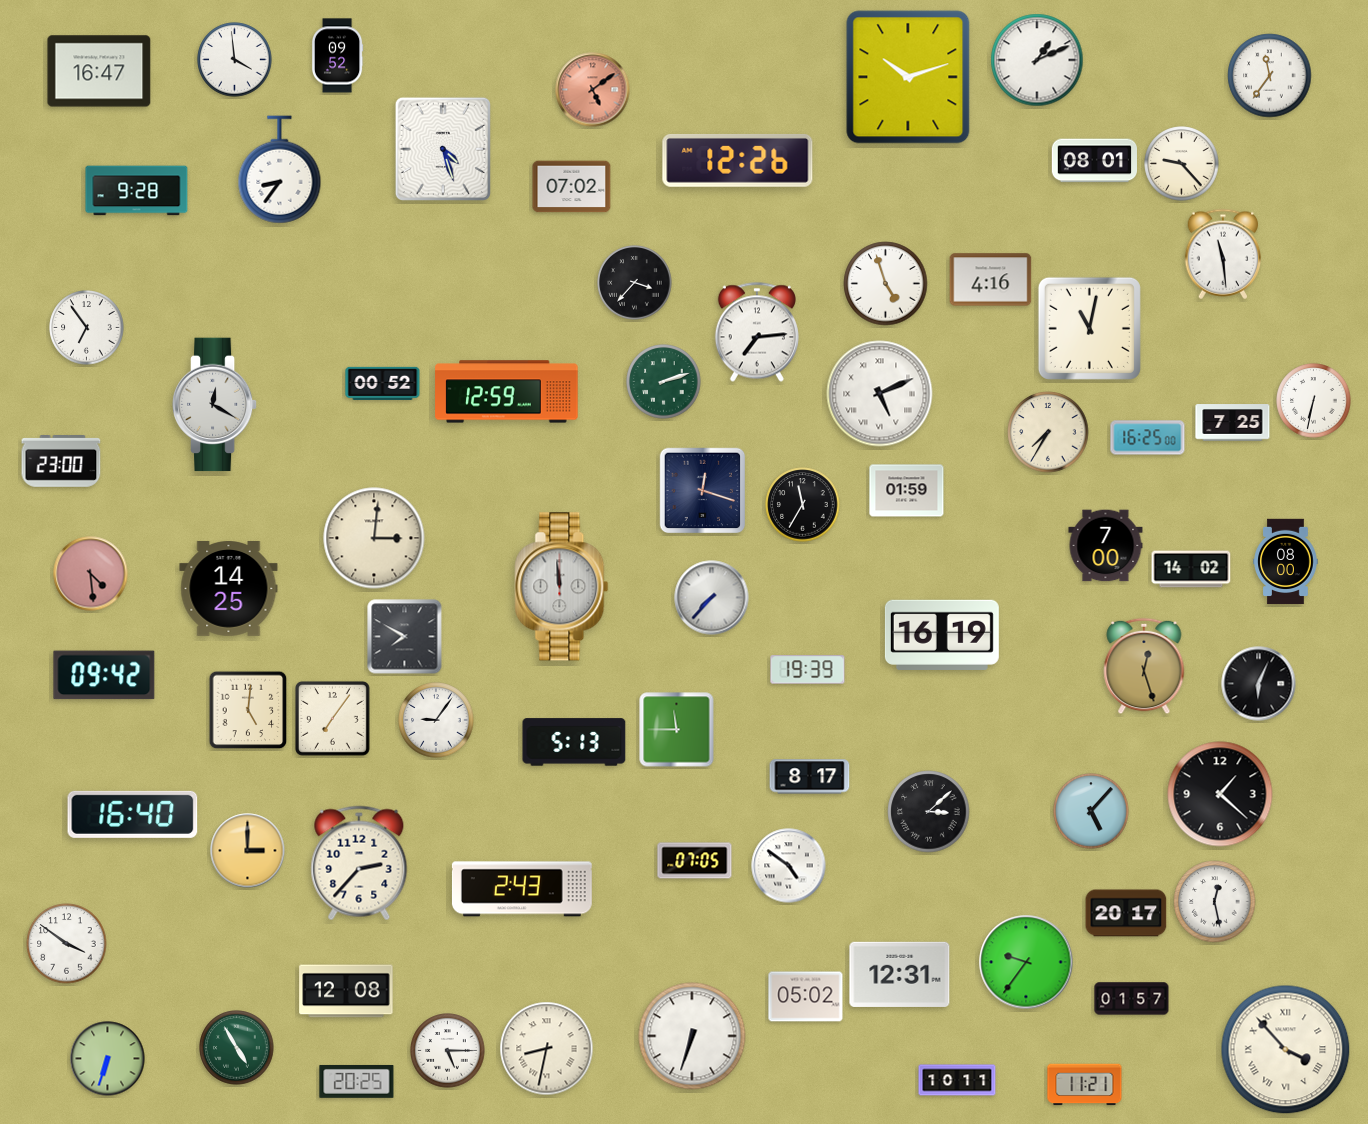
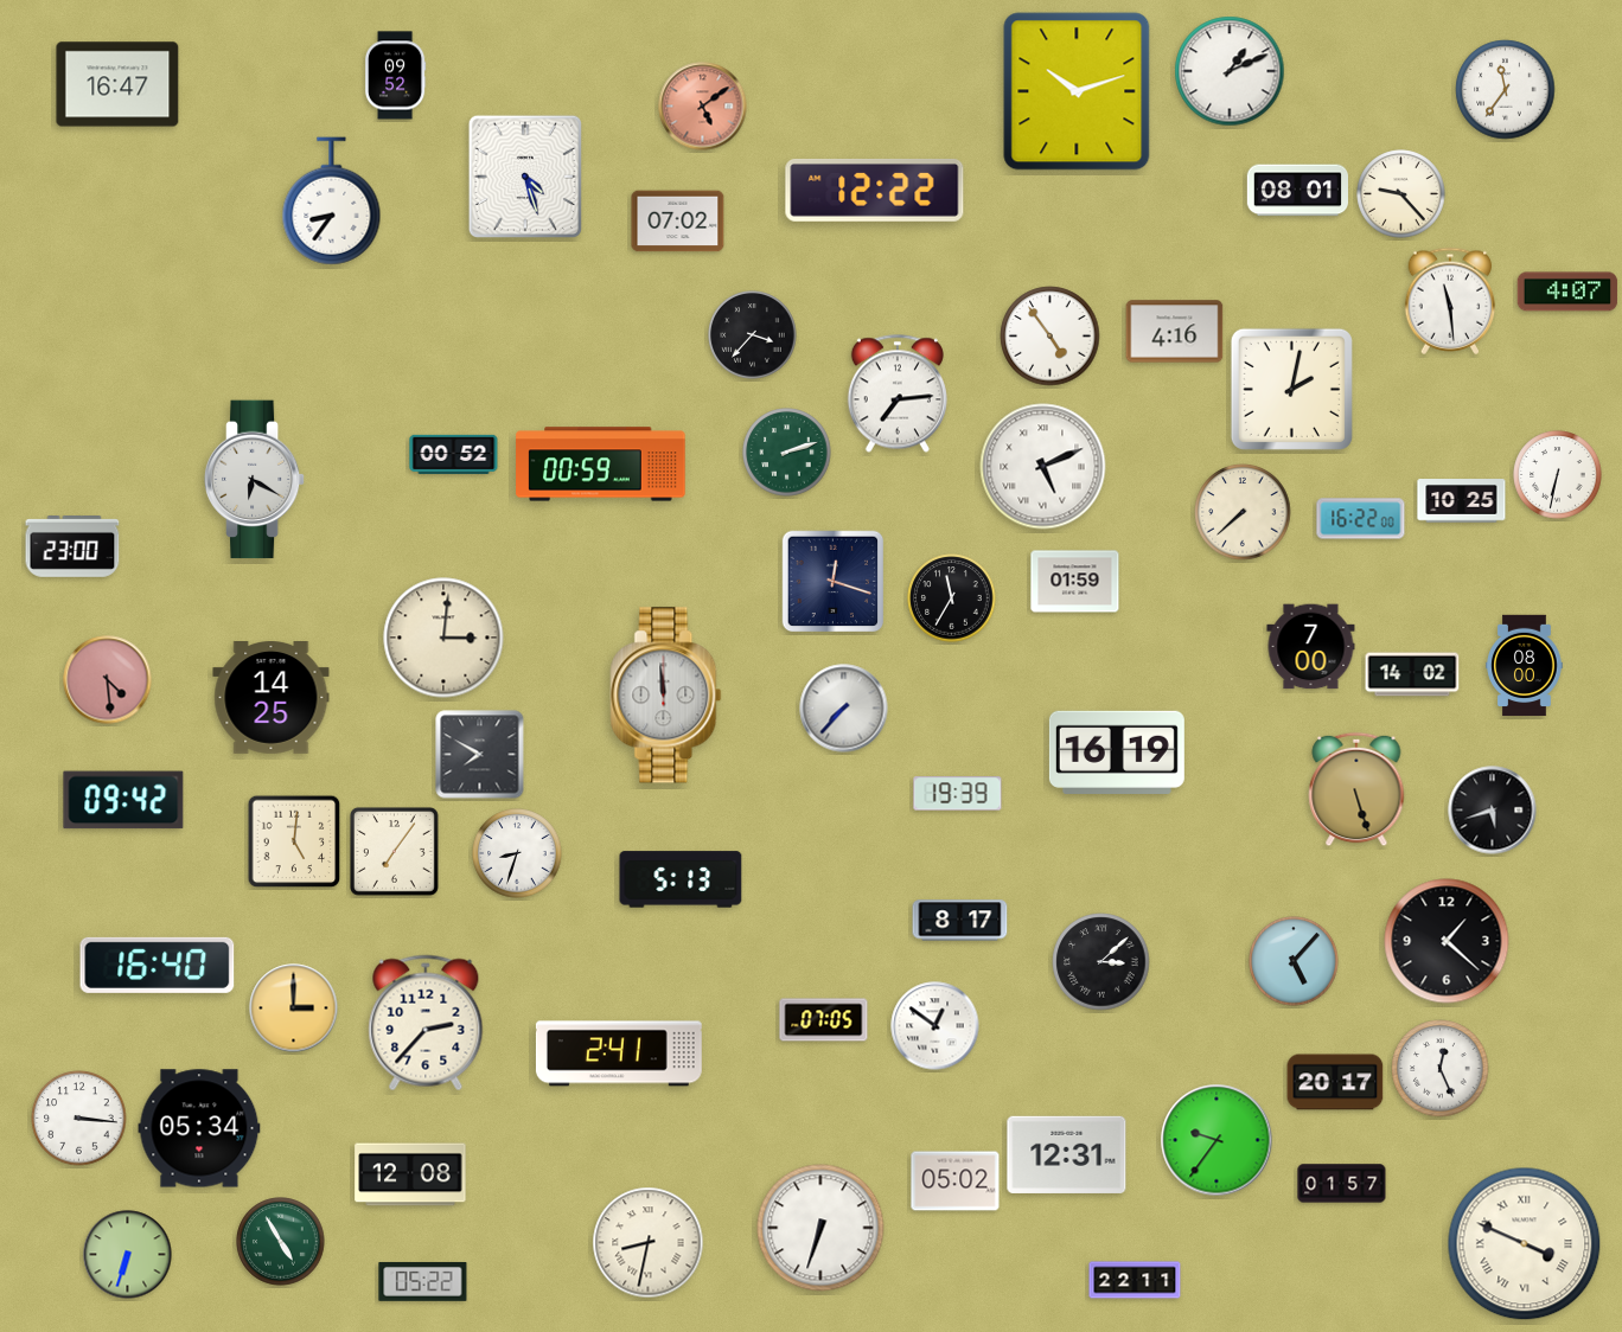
clock at (337, 56) position: (337, 56) -> (395, 76)
clock at (235, 60): 3:59 -> none
clock at (738, 160): 12:26 -> 12:22
clock at (137, 191): 9:28 -> none
clock at (1567, 292): none -> 4:07
clock at (886, 284): 4:57 -> 4:54
clock at (87, 328): 6:54 -> none
clock at (1089, 328): 11:02 -> 2:02
clock at (507, 392): 12:59 -> 00:59
clock at (215, 405): 12:20 -> 6:20
clock at (1233, 423): 7:25 -> 10:25
clock at (1048, 432): 7:35 -> 7:38
clock at (1148, 438): 16:25 -> 16:22
clock at (1144, 666): 12:27 -> 5:27
clock at (1259, 684): 6:04 -> 5:42
clock at (436, 720): 9:06 -> 8:33
clock at (677, 730): 11:45 -> none
clock at (789, 866): 4:51 -> 12:51
clock at (522, 889): 2:43 -> 2:41
clock at (1215, 902): 12:28 -> 12:26
clock at (67, 944): 3:51 -> 3:16
clock at (199, 1128): none -> 05:34
clock at (1286, 1050): 3:53 -> 3:49
clock at (448, 1051): 5:15 -> none
clock at (957, 1080): 10:11 -> 22:11
clock at (357, 1082): 20:25 -> 05:22
clock at (1085, 1085): 11:21 -> none
